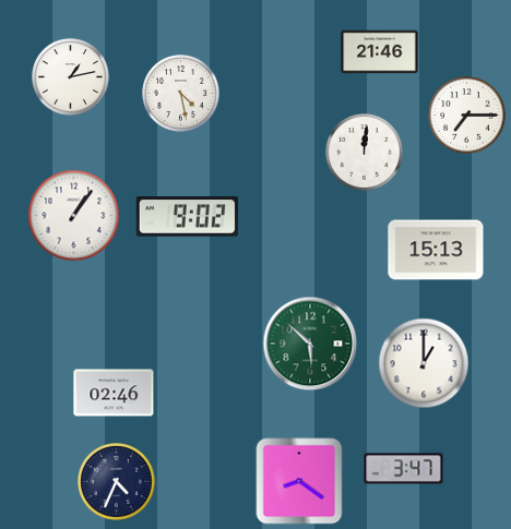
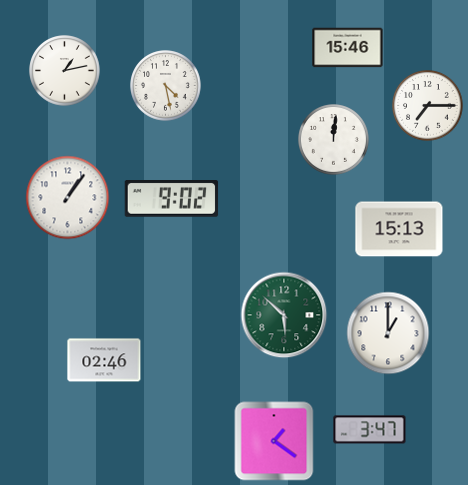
clock at (380, 52): 21:46 -> 15:46
clock at (299, 481): 8:21 -> 1:21
clock at (117, 482): 4:34 -> none
